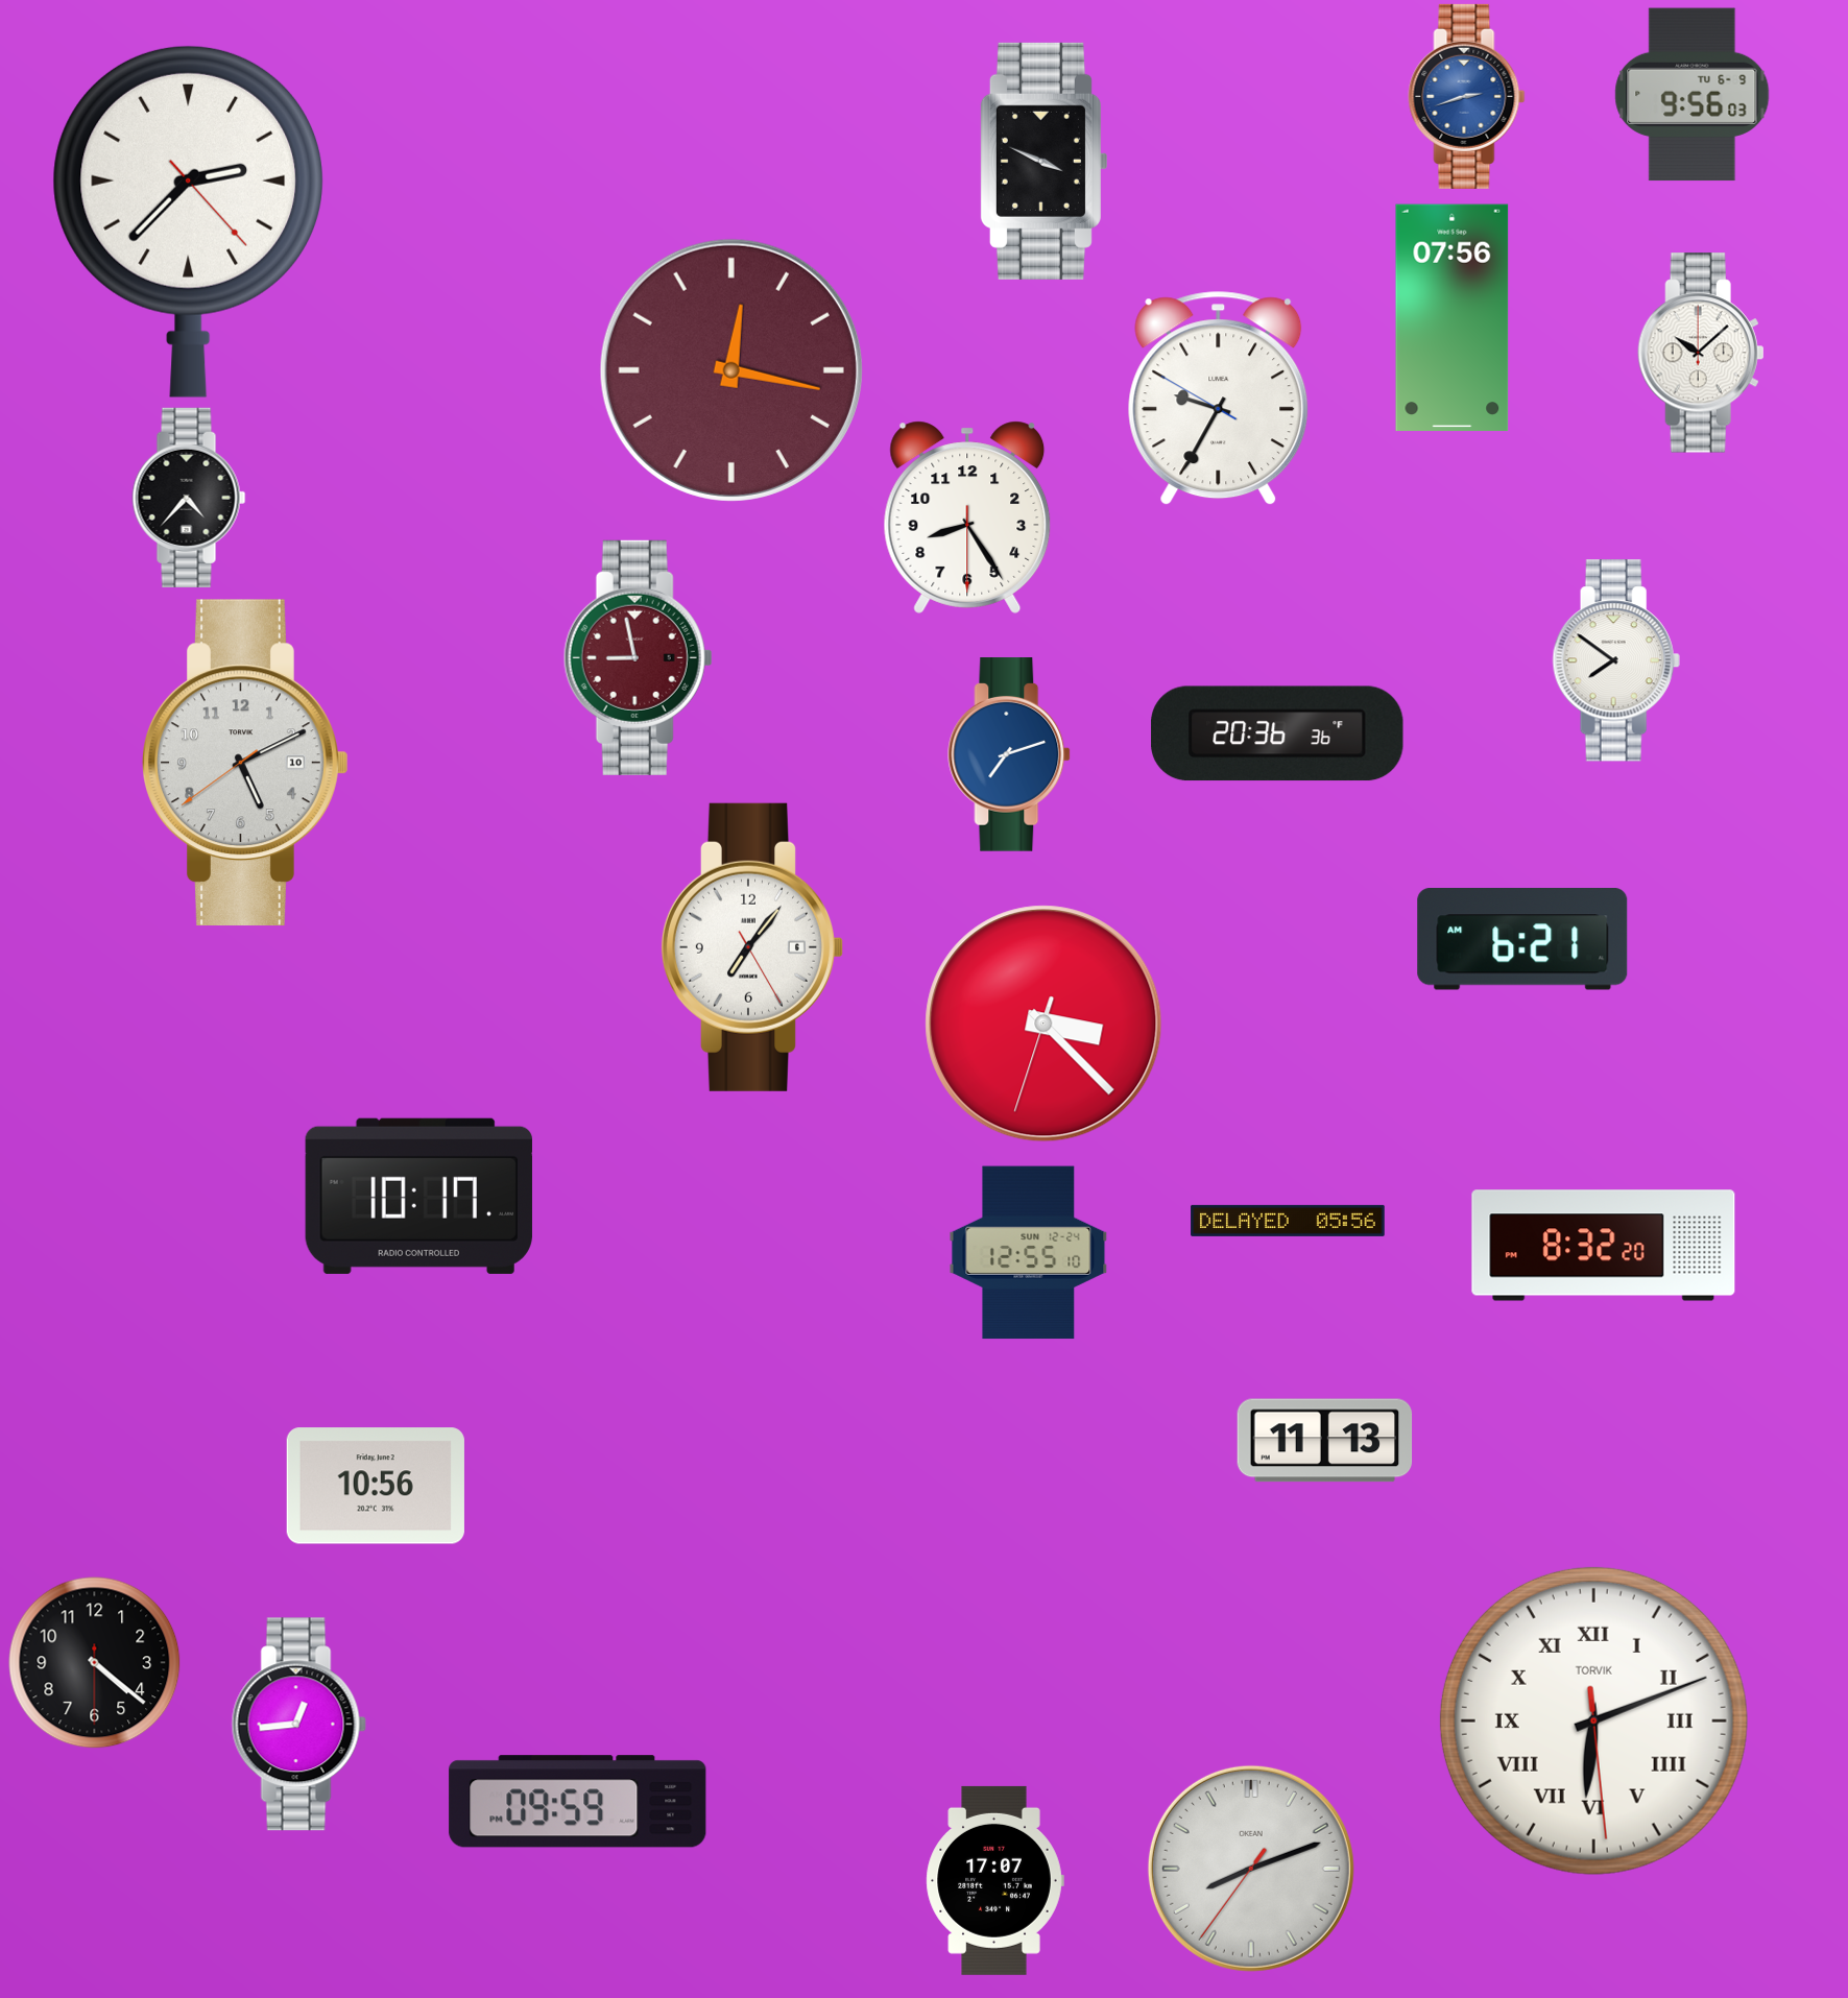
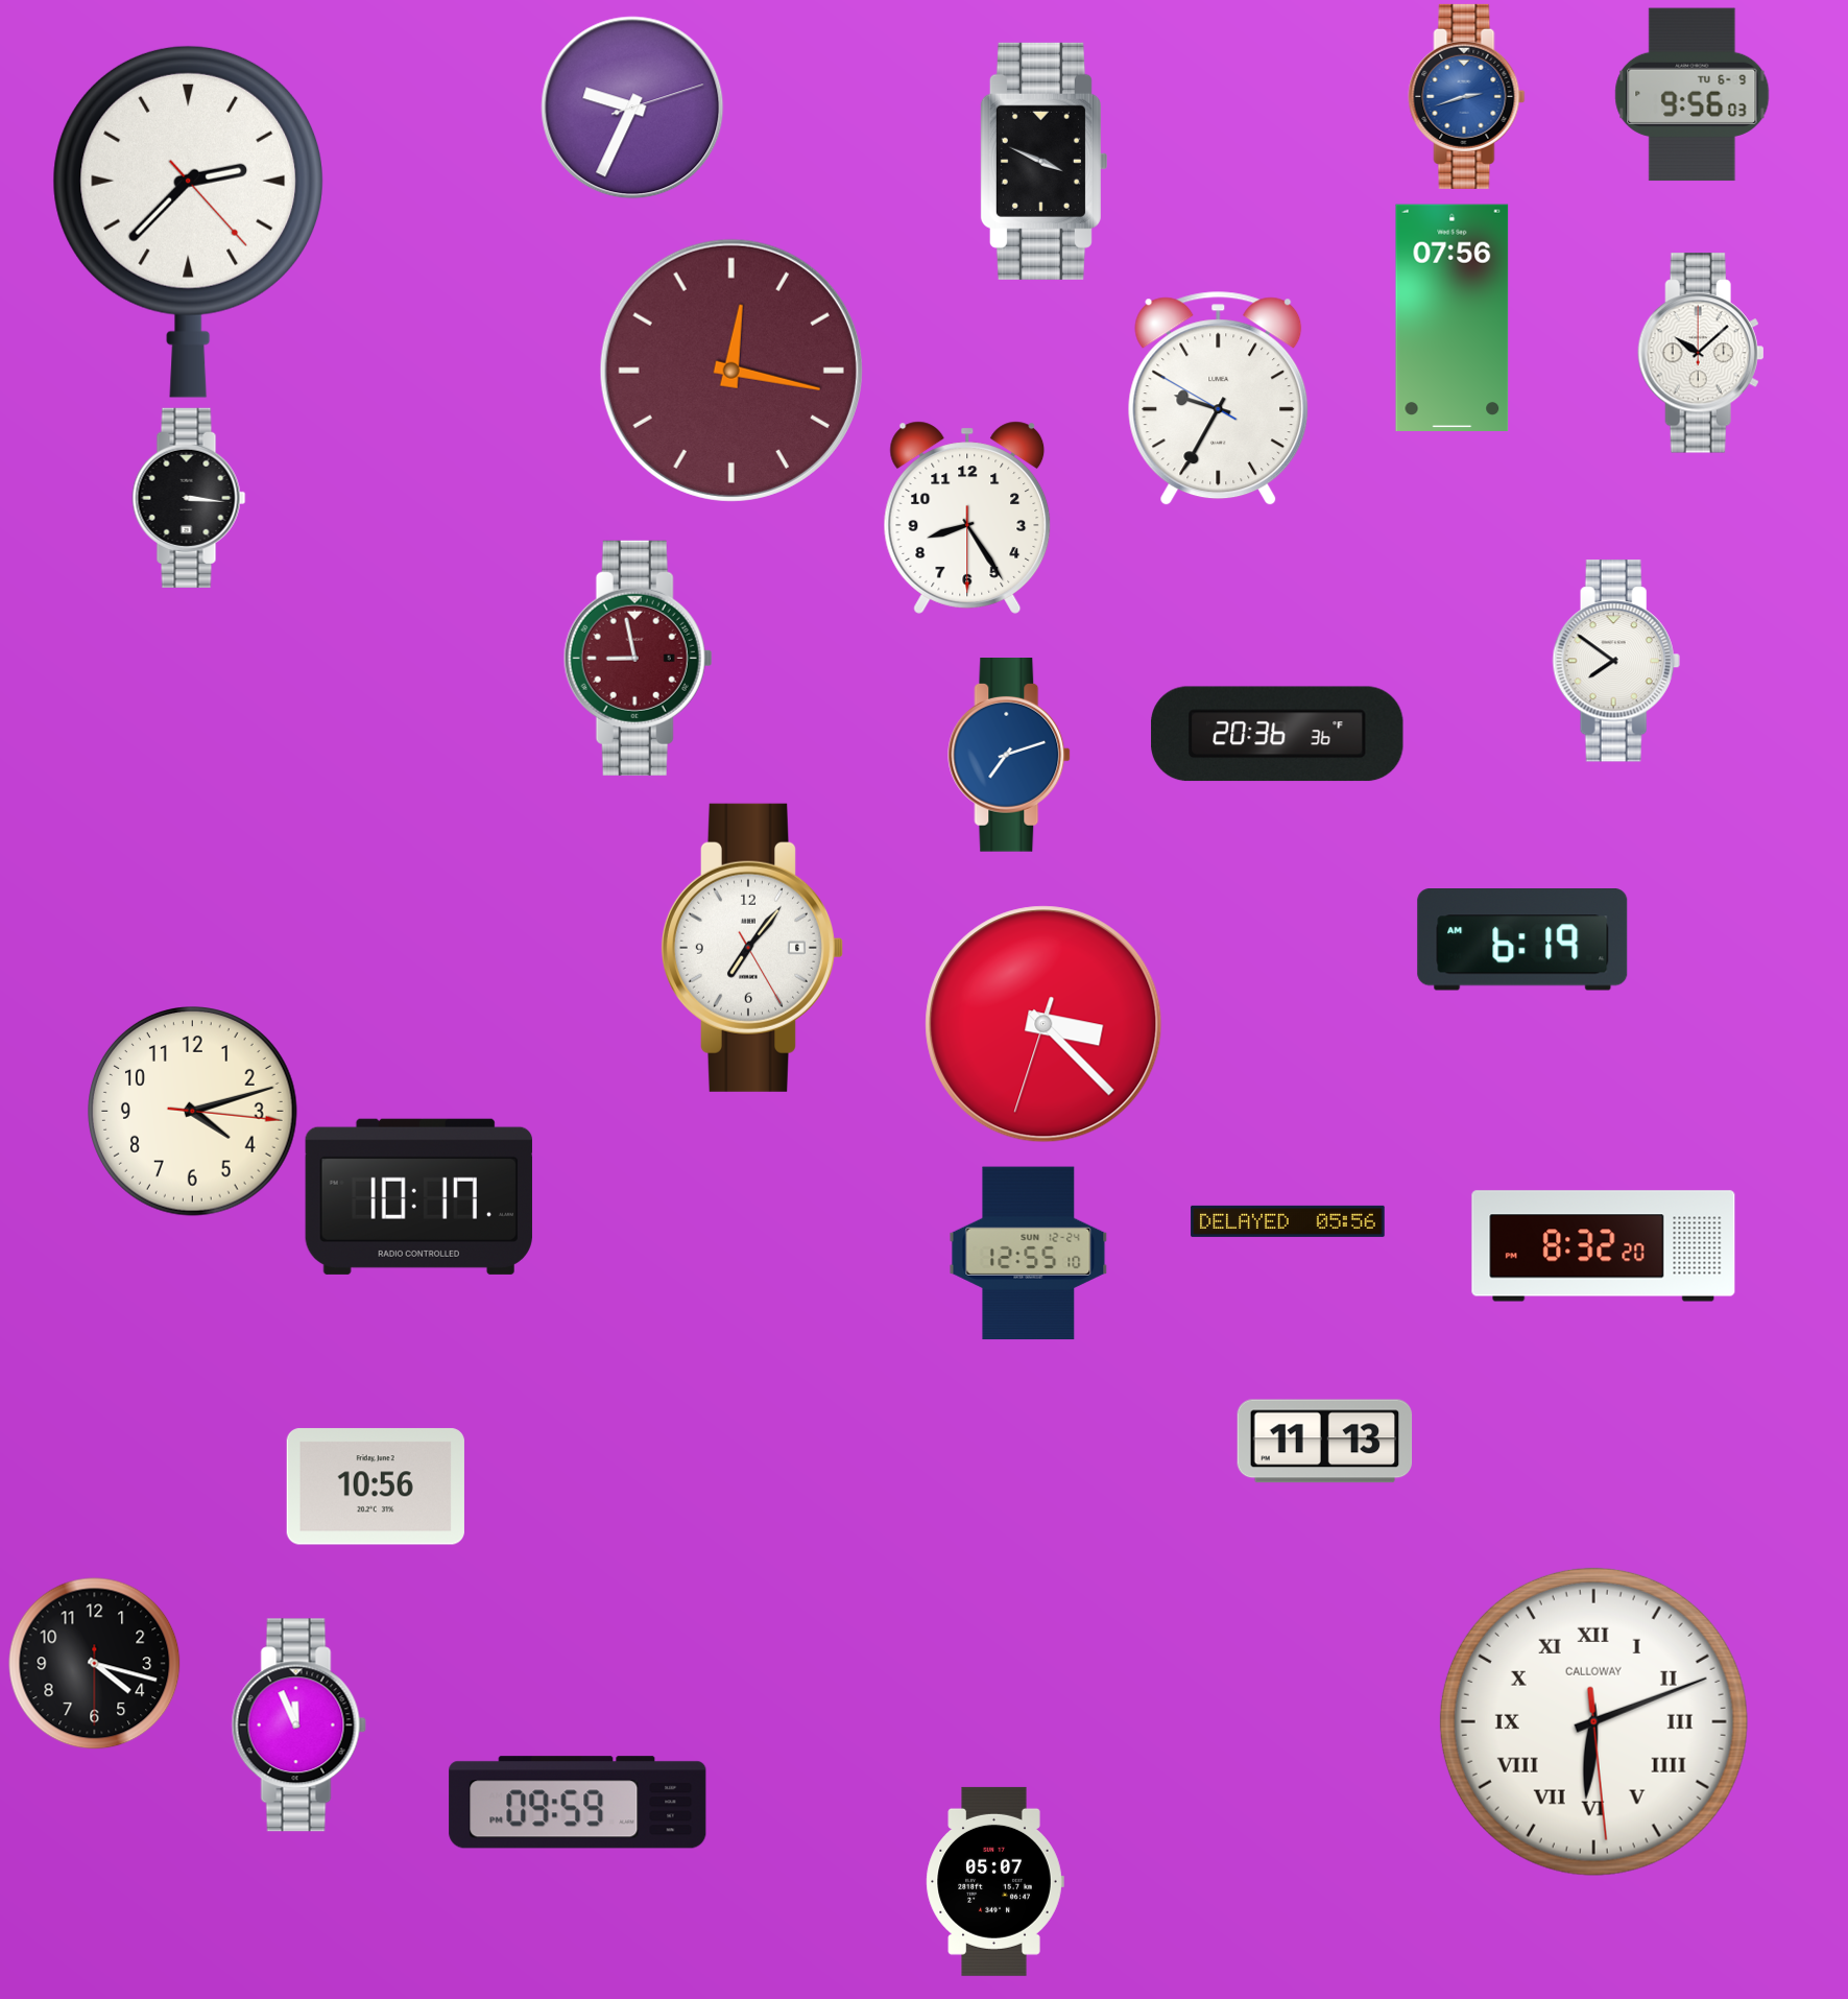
clock at (632, 108): none -> 9:34
clock at (189, 498): 4:37 -> 3:16
clock at (245, 762): 5:10 -> none
clock at (1522, 940): 6:21 -> 6:19
clock at (193, 1112): none -> 4:12
clock at (95, 1663): 4:21 -> 4:17
clock at (1593, 1720) brand: TORVIK -> CALLOWAY
clock at (298, 1725): 12:44 -> 11:56
clock at (1251, 1869): 8:11 -> none
clock at (994, 1880): 17:07 -> 05:07
